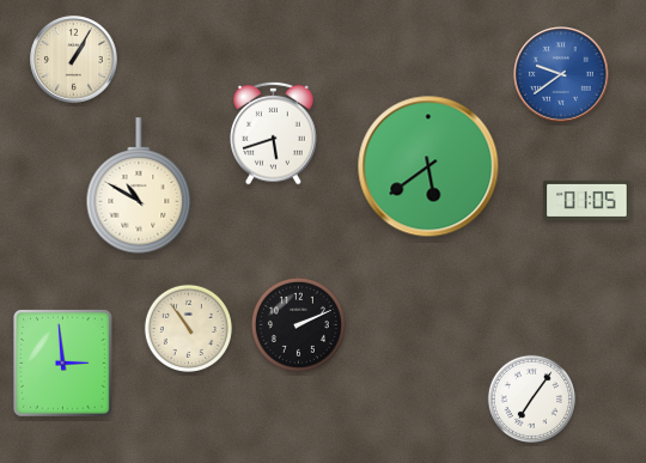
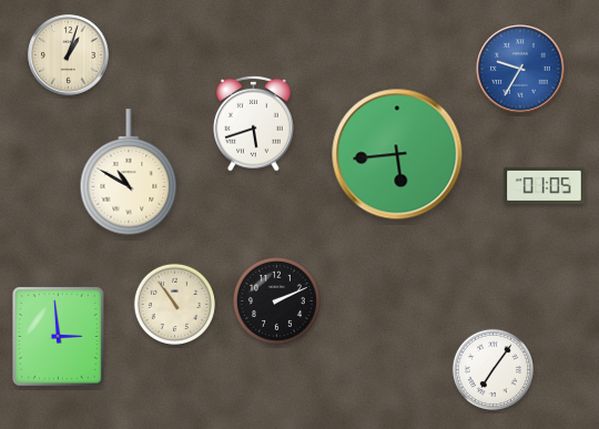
clock at (74, 60): 1:05 -> 1:03
clock at (561, 74): 9:39 -> 9:35
clock at (428, 166): 5:39 -> 5:44
